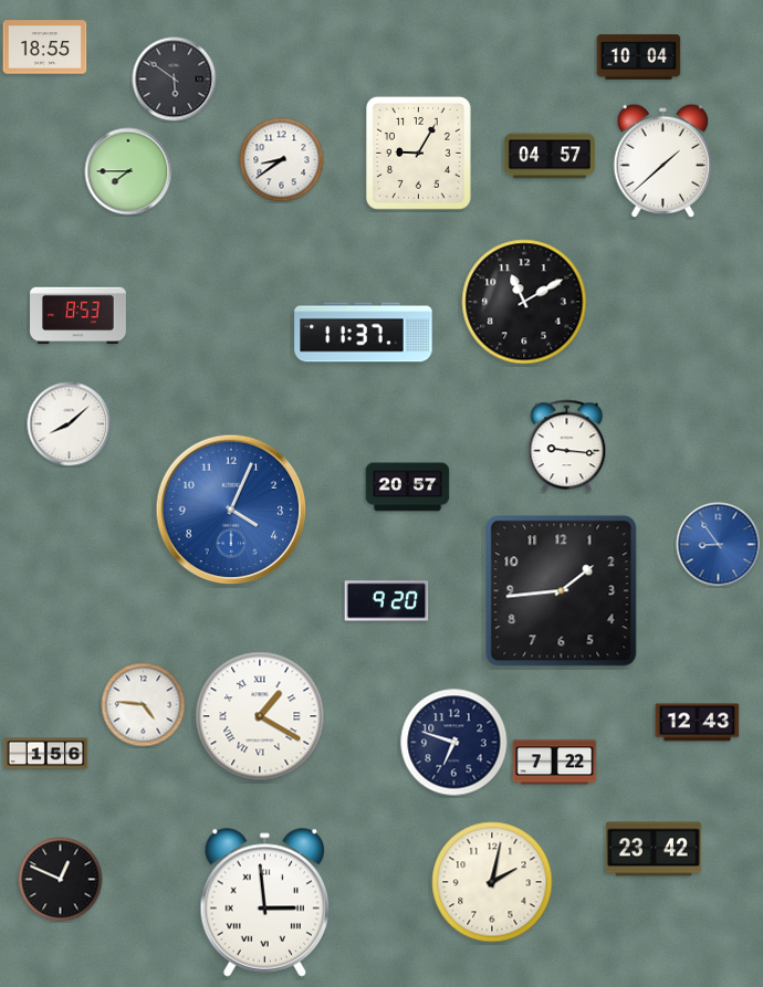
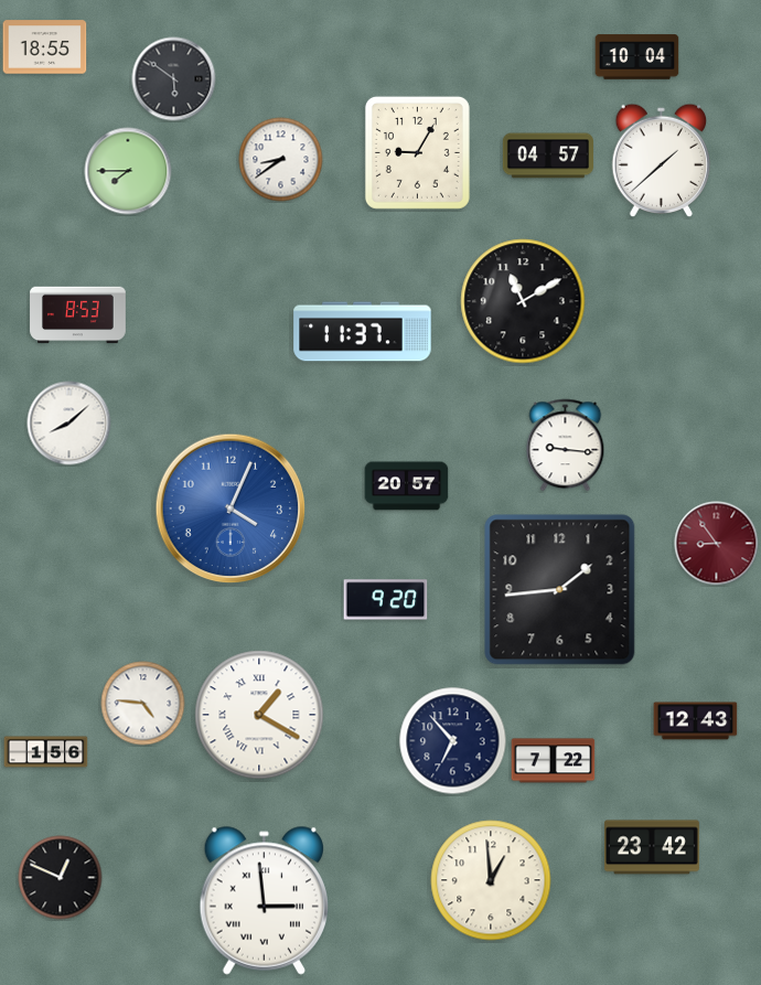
clock at (719, 545) dial: blue -> burgundy
clock at (454, 743): 6:48 -> 6:53
clock at (492, 882): 2:02 -> 12:59
